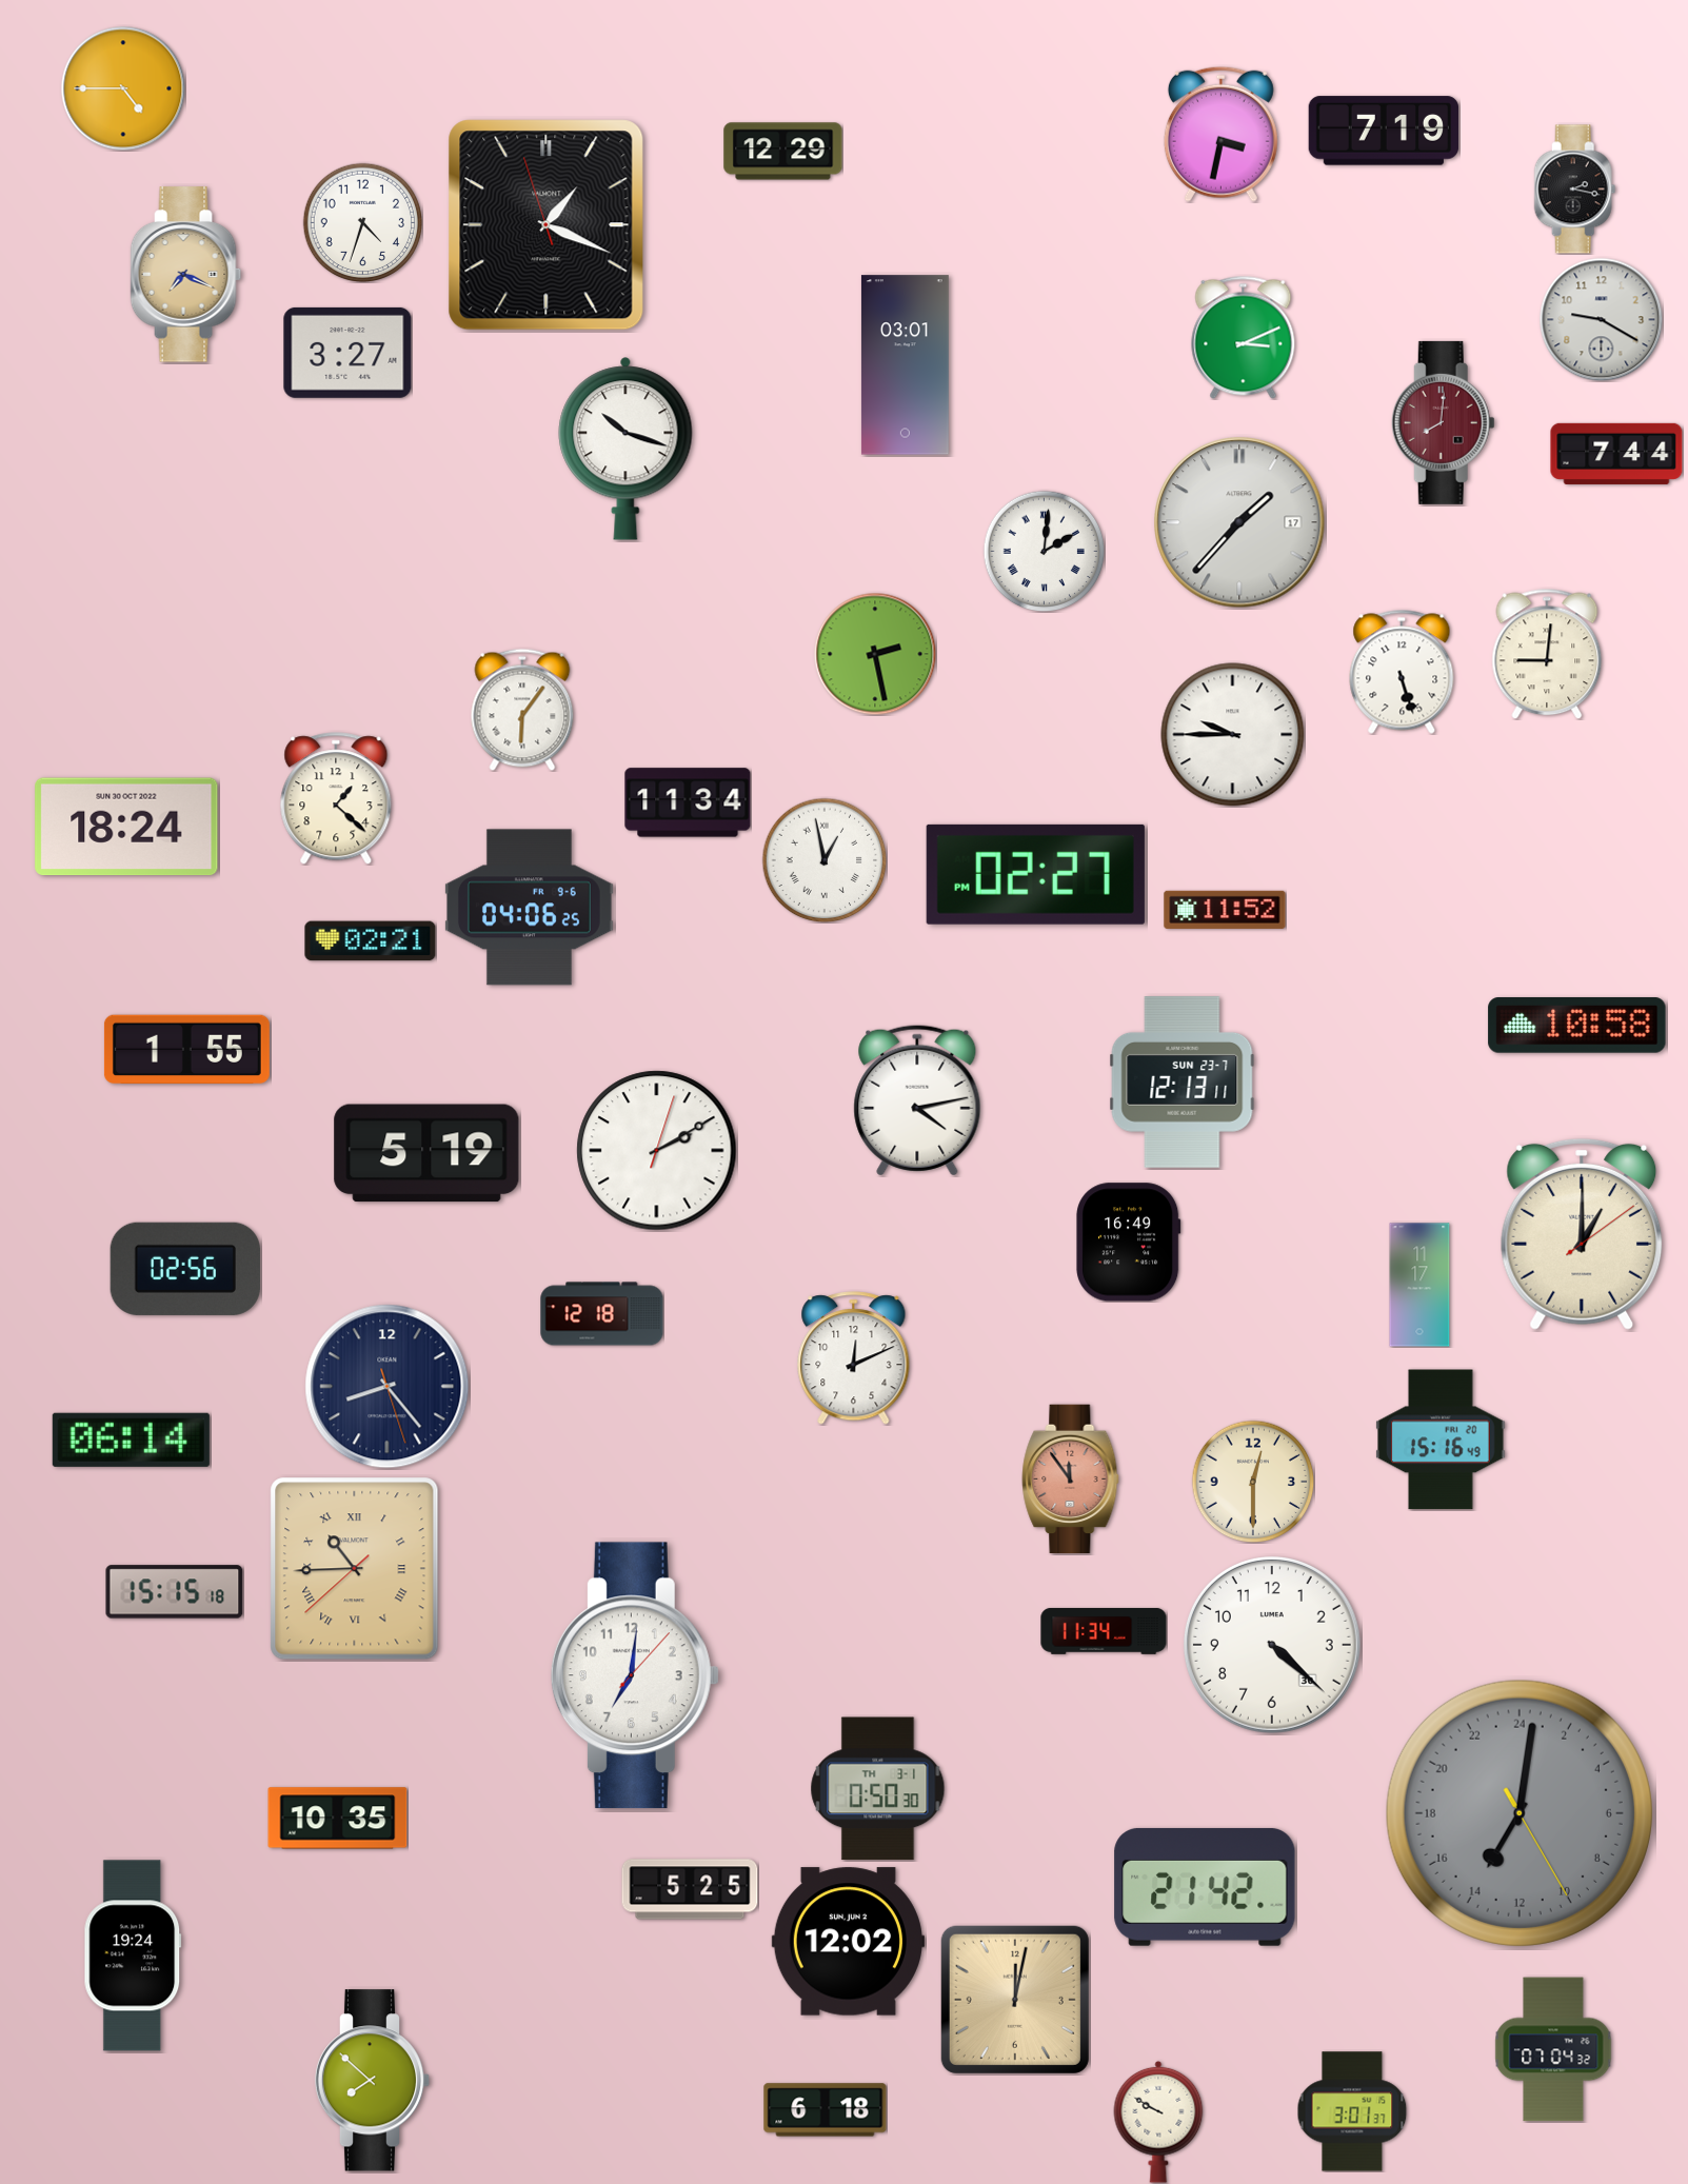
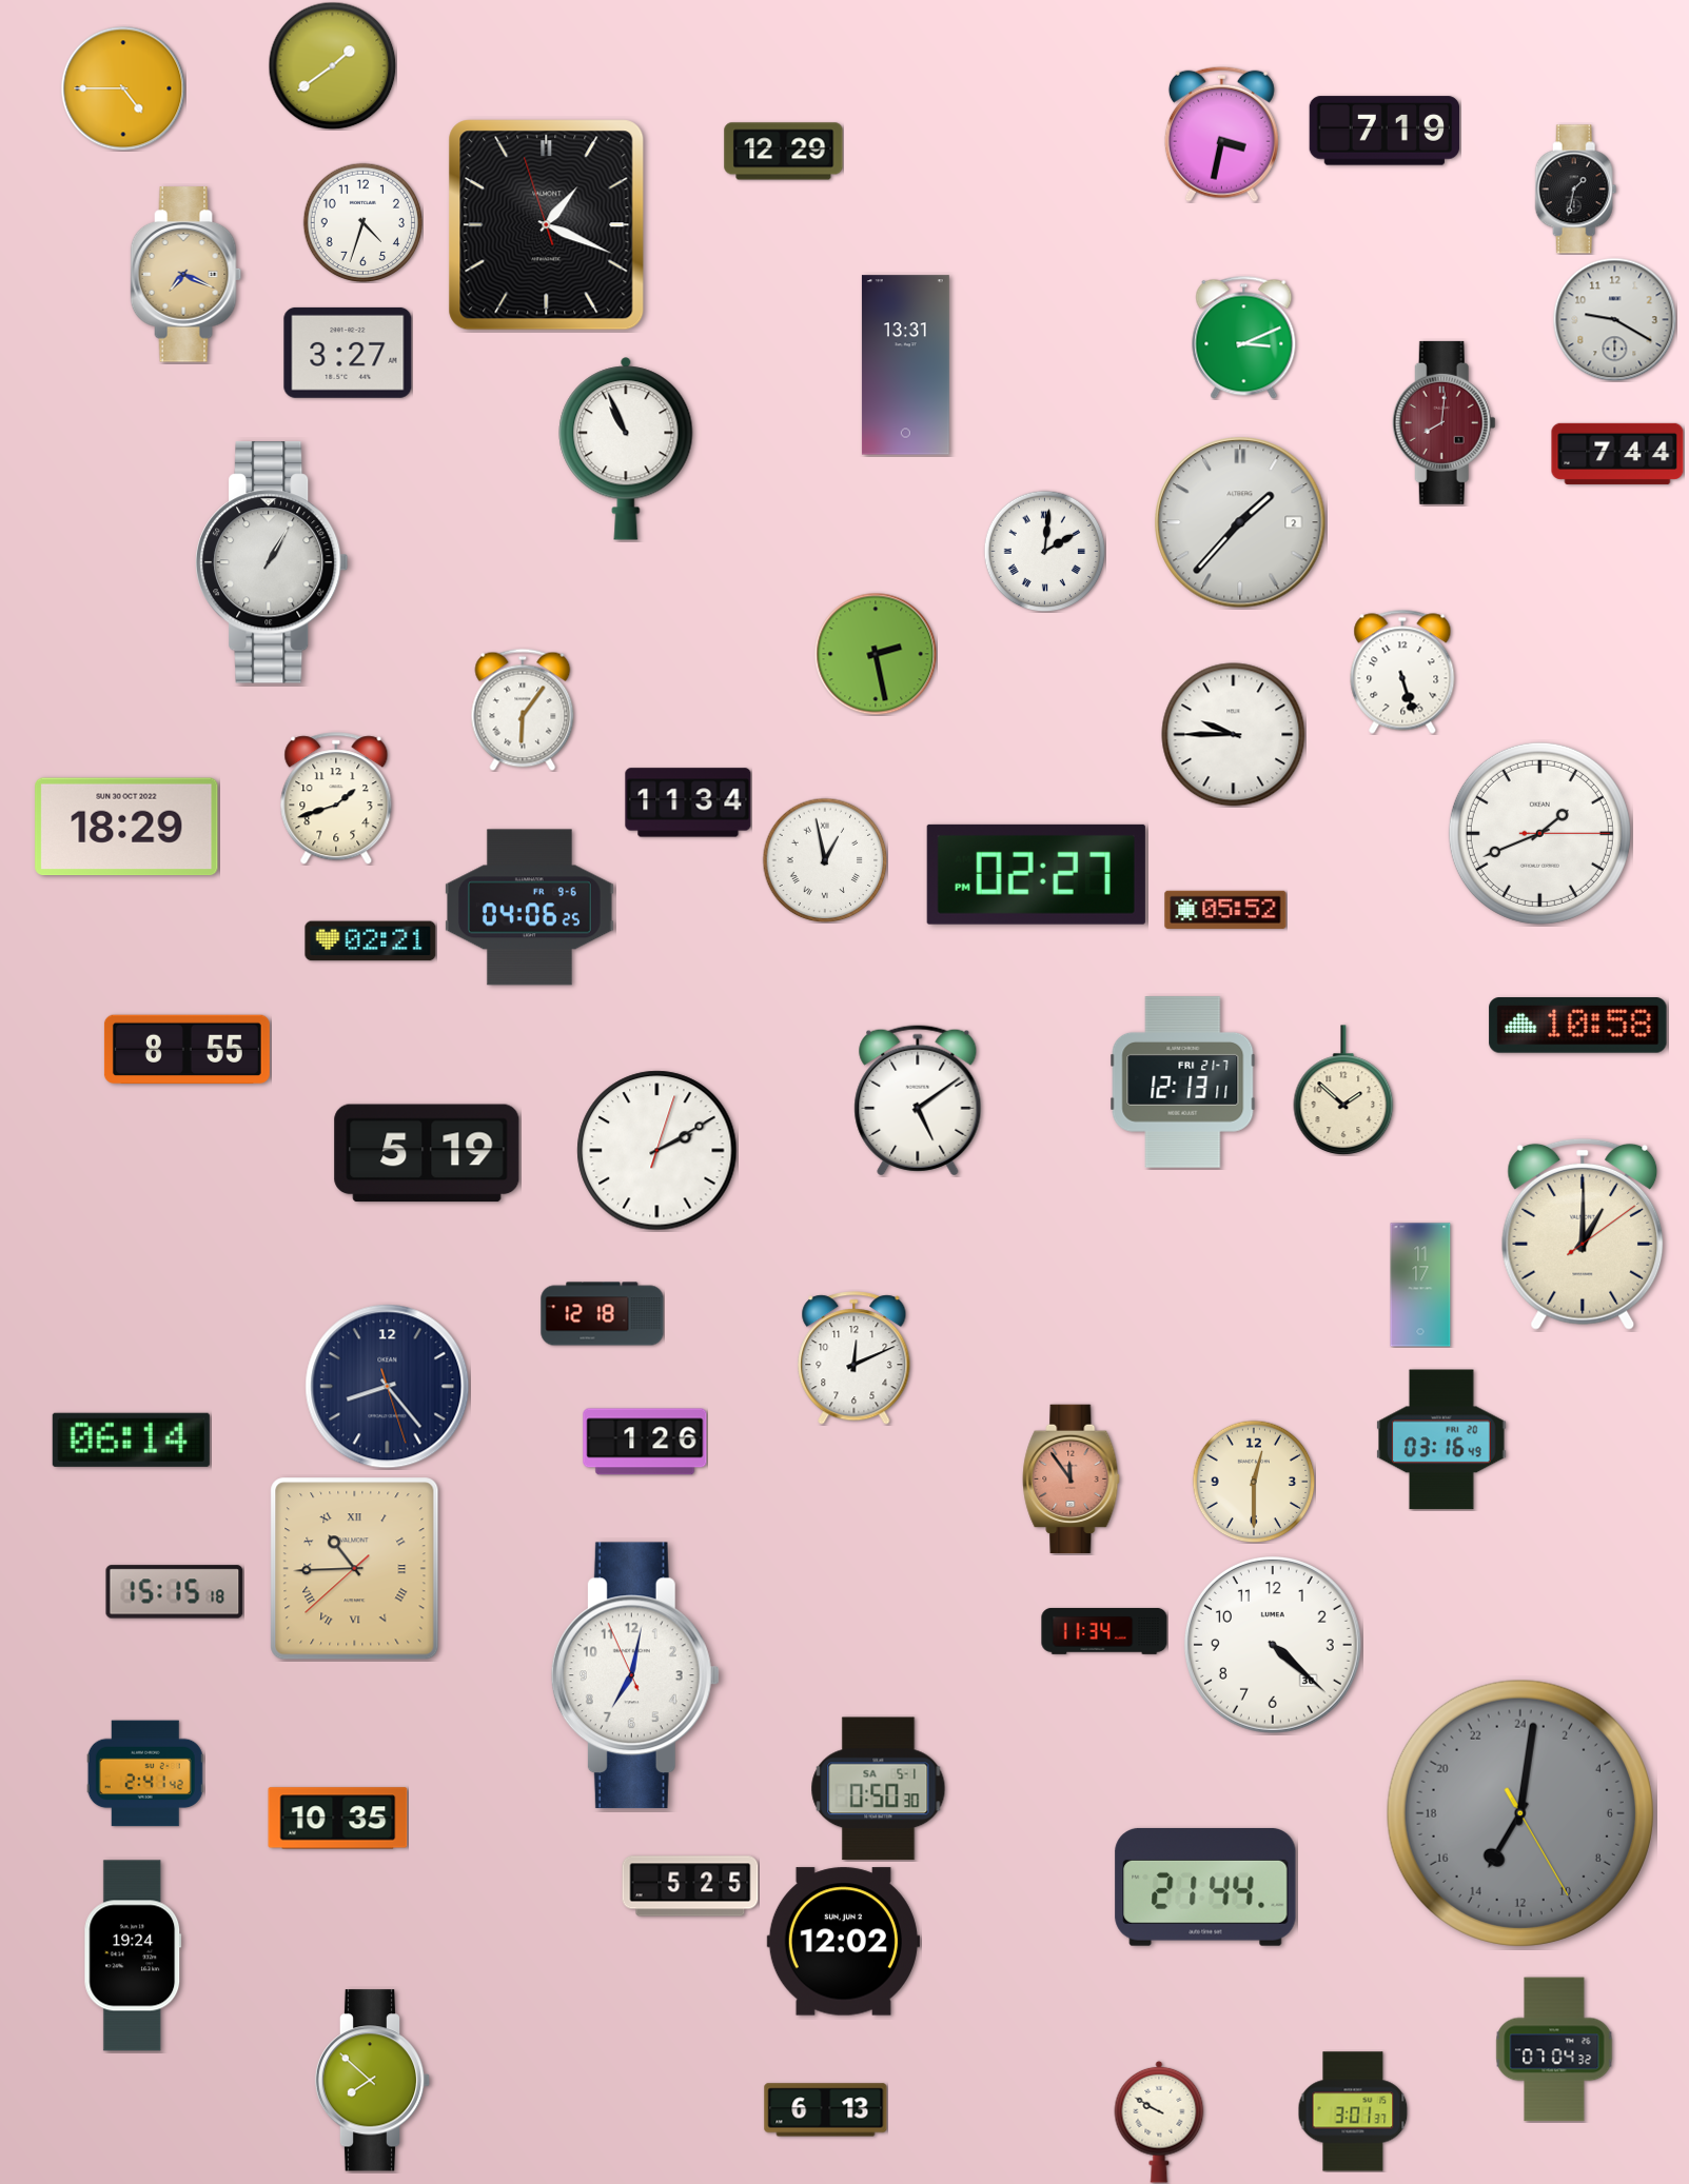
clock at (332, 65): none -> 1:39
clock at (1575, 190): 2:17 -> 1:32
clock at (1601, 319) position: (1601, 319) -> (1614, 319)
clock at (905, 365): 03:01 -> 13:31
clock at (625, 449): 10:18 -> 10:56
clock at (1239, 522) date: 17 -> 2
clock at (273, 562): none -> 1:05
clock at (1547, 654): 9:01 -> none
clock at (336, 798): 1:22 -> 1:42
clock at (126, 827): 18:24 -> 18:29
clock at (1539, 833): none -> 1:41
clock at (1225, 910): 11:52 -> 05:52
clock at (186, 1050): 1:55 -> 8:55
clock at (1183, 1083) date: SUN 23-7 -> FRI 21-7
clock at (1343, 1090): none -> 1:52
clock at (917, 1100): 4:13 -> 5:09
clock at (1129, 1243): 16:49 -> none
clock at (185, 1269): 02:56 -> none
clock at (1441, 1440): 15:16 -> 03:16
clock at (645, 1442): none -> 1:26
clock at (635, 1675): 7:01:07 -> 7:01:56
clock at (145, 1773): none -> 2:41
clock at (878, 1789) date: TH 3-1 -> SA 5-1
clock at (1205, 1887): 21:42 -> 21:44
clock at (690, 1889) position: (690, 1889) -> (690, 1886)
clock at (848, 1942) position: (848, 1942) -> (843, 1942)
clock at (1015, 2000): 12:02 -> none
clock at (826, 2110): 6:18 -> 6:13
